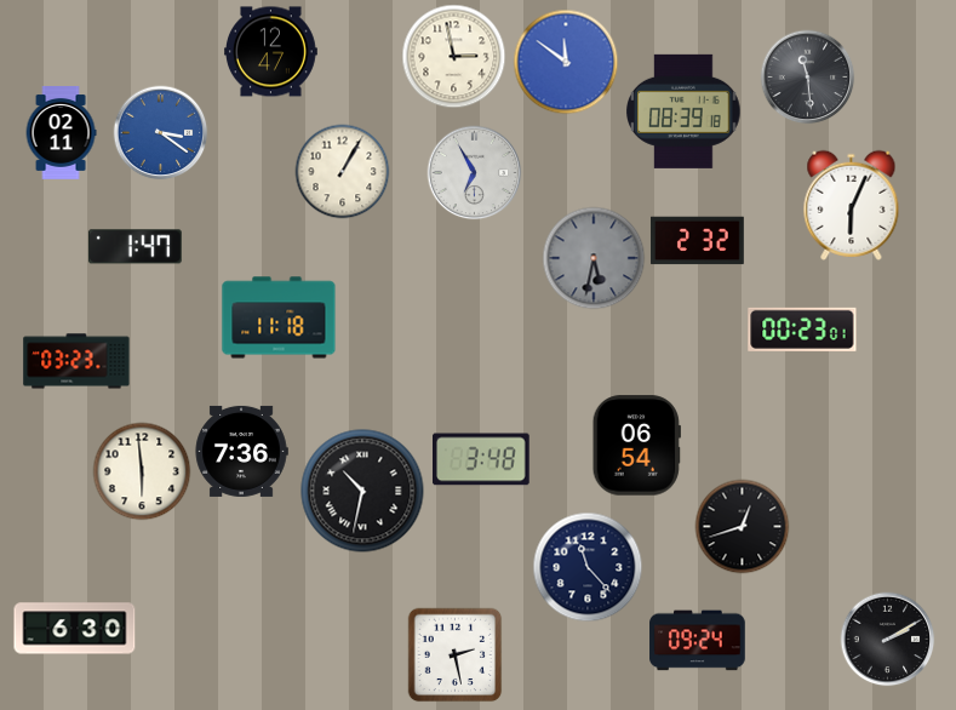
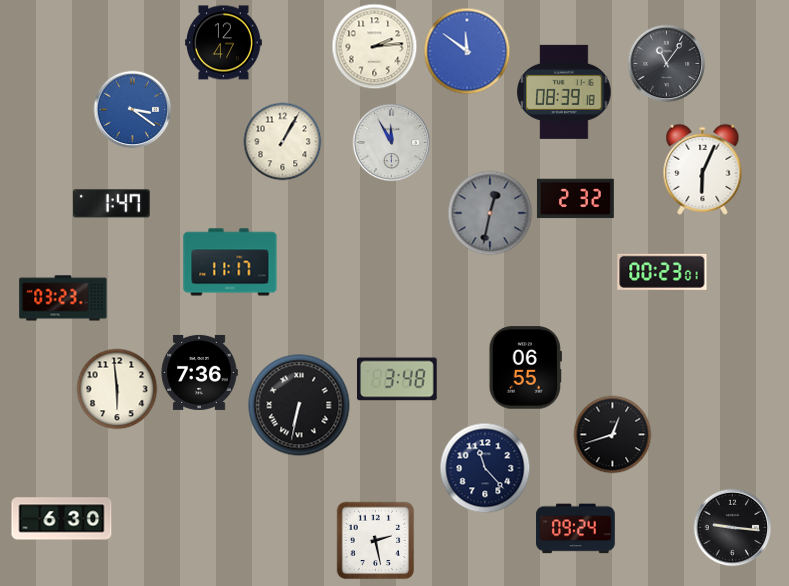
clock at (453, 56): 2:58 -> 2:14
clock at (807, 76): 11:29 -> 11:06
clock at (61, 133): 02:11 -> none
clock at (474, 172): 6:55 -> 11:55
clock at (594, 258): 5:32 -> 12:32
clock at (279, 317): 11:18 -> 11:17
clock at (636, 446): 06:54 -> 06:55
clock at (362, 491): 10:32 -> 6:32
clock at (887, 639): 2:10 -> 9:16
